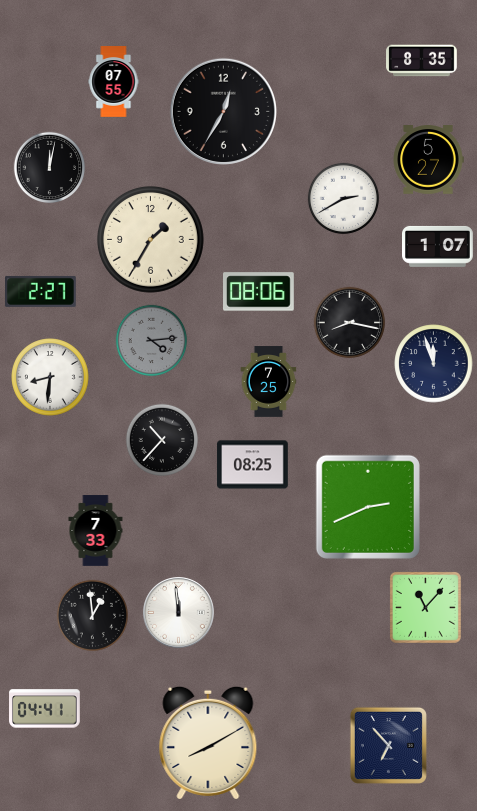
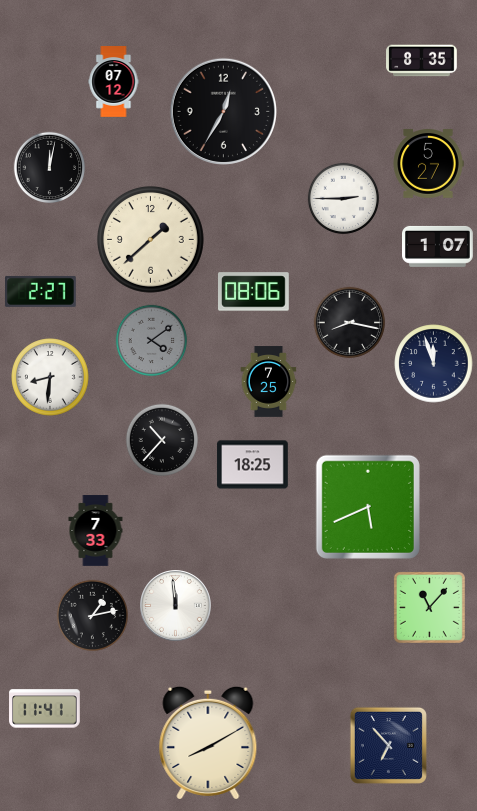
clock at (114, 82): 07:55 -> 07:12
clock at (428, 160) position: (428, 160) -> (428, 164)
clock at (344, 199): 2:40 -> 2:45
clock at (151, 240): 1:35 -> 1:38
clock at (259, 292) position: (259, 292) -> (254, 292)
clock at (152, 341): 4:14 -> 4:09
clock at (253, 465): 08:25 -> 18:25
clock at (368, 507): 2:41 -> 5:41
clock at (425, 607) position: (425, 607) -> (429, 607)
clock at (179, 613) position: (179, 613) -> (176, 606)
clock at (93, 616): 12:59 -> 1:13
clock at (45, 709): 04:41 -> 11:41
